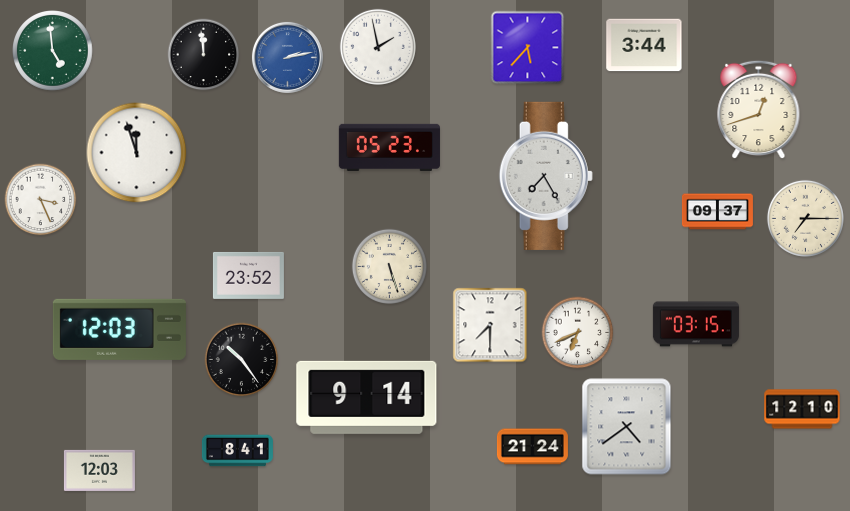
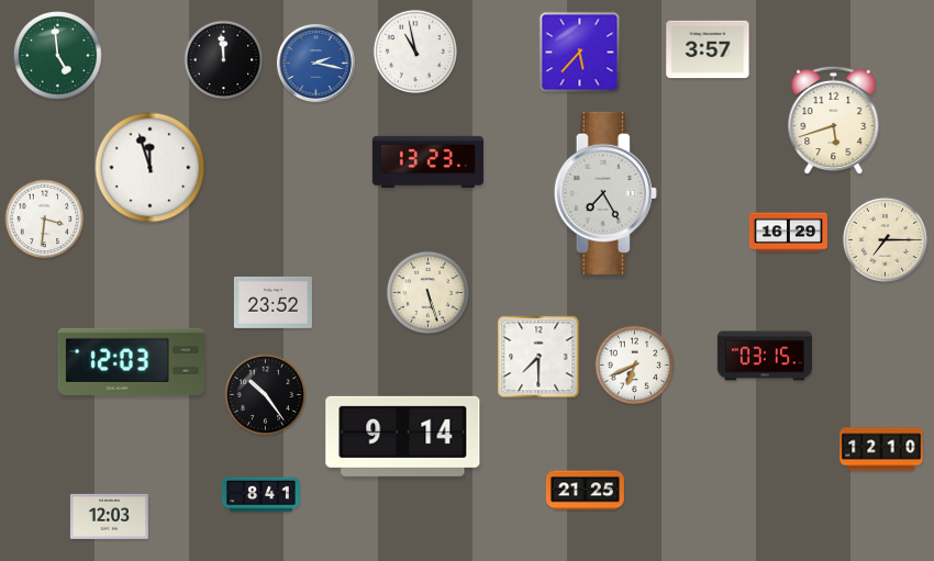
clock at (644, 45): 3:44 -> 3:57
clock at (378, 47): 1:58 -> 10:58
clock at (287, 57): 2:13 -> 2:17
clock at (759, 110): 12:42 -> 5:42
clock at (389, 147): 05:23 -> 13:23
clock at (546, 176) position: (546, 176) -> (605, 193)
clock at (41, 200): 3:26 -> 3:31
clock at (717, 212): 09:37 -> 16:29
clock at (627, 427): 4:39 -> none
clock at (532, 447): 21:24 -> 21:25
